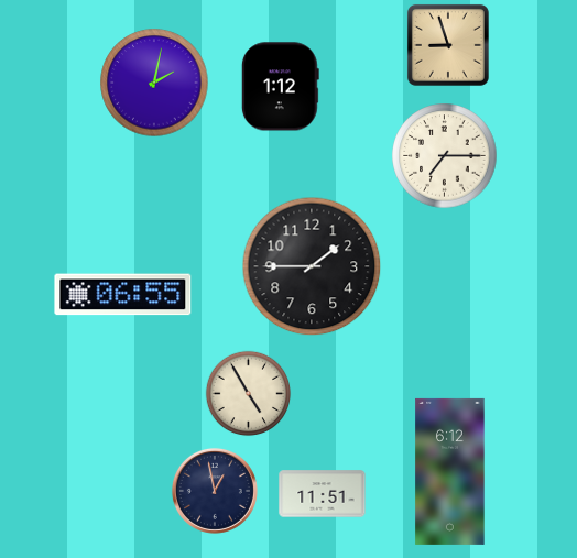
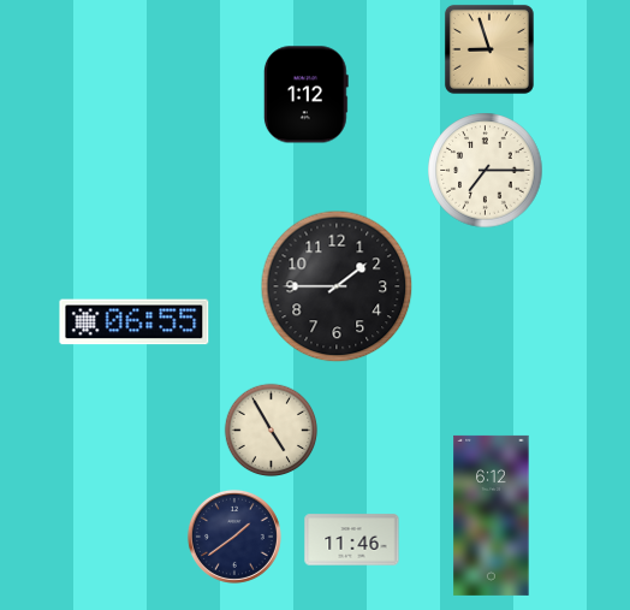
clock at (154, 83): 2:02 -> none
clock at (312, 266) position: (312, 266) -> (337, 286)
clock at (215, 491): 12:58 -> 1:39
clock at (323, 494): 11:51 -> 11:46
